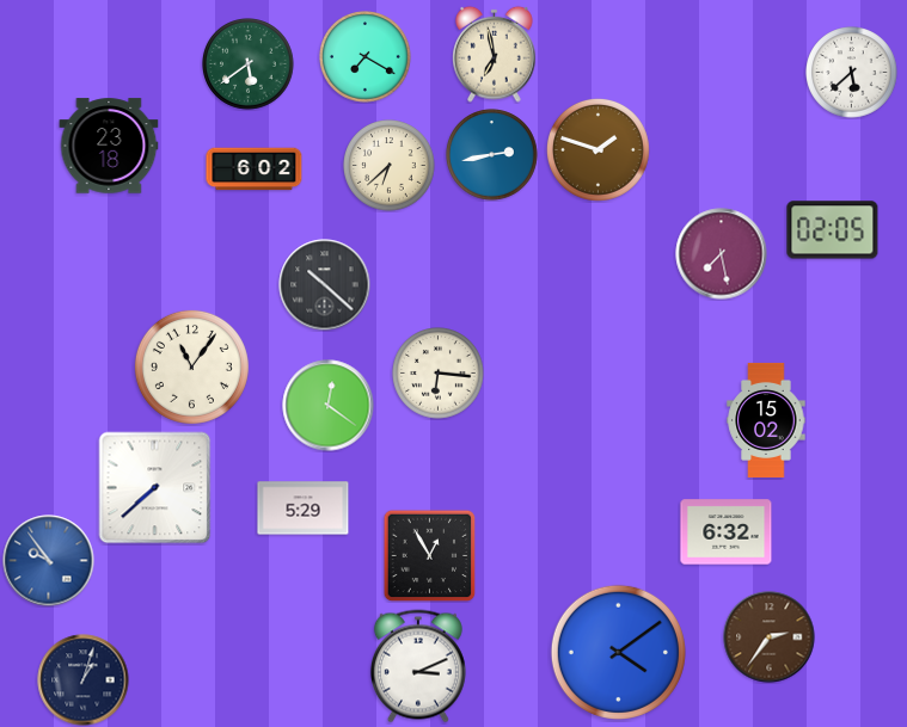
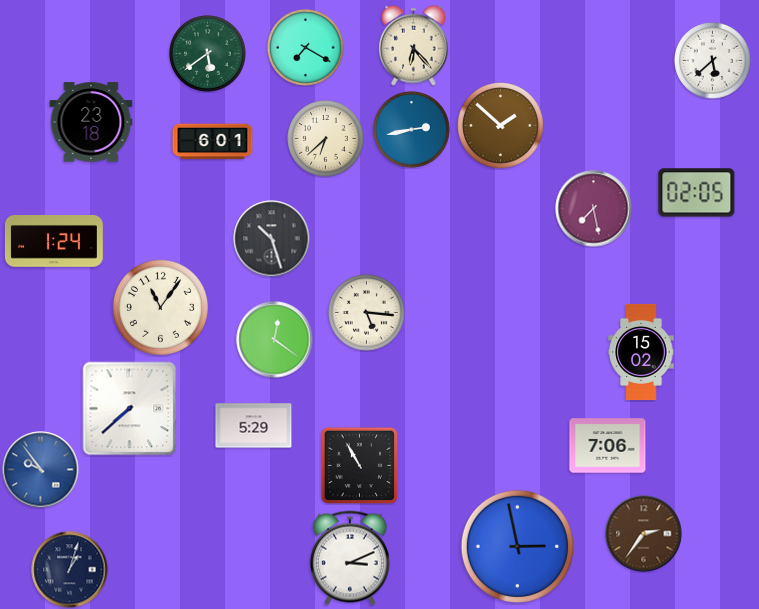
clock at (495, 54): 6:58 -> 6:23
clock at (597, 149): 1:48 -> 1:52
clock at (255, 170): 6:02 -> 6:01
clock at (722, 254) position: (722, 254) -> (594, 209)
clock at (325, 285): 10:22 -> 10:27
clock at (54, 242): none -> 1:24
clock at (439, 374): 6:16 -> 5:16
clock at (727, 532): 6:32 -> 7:06
clock at (429, 555): 12:55 -> 10:55
clock at (618, 652): 4:09 -> 2:58
